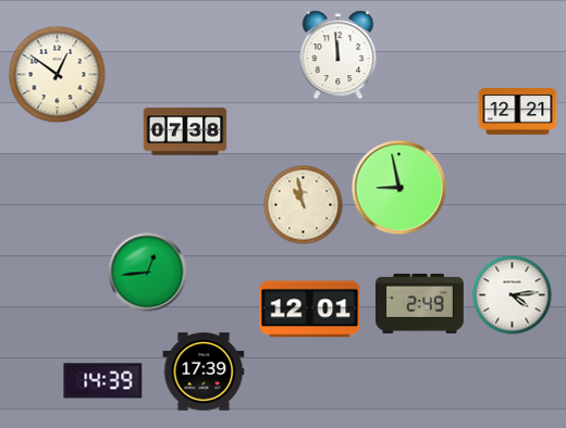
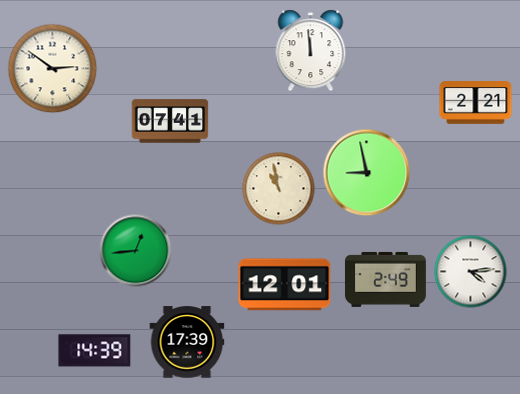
clock at (58, 75): 12:51 -> 2:51
clock at (518, 112): 12:21 -> 2:21
clock at (185, 131): 07:38 -> 07:41
